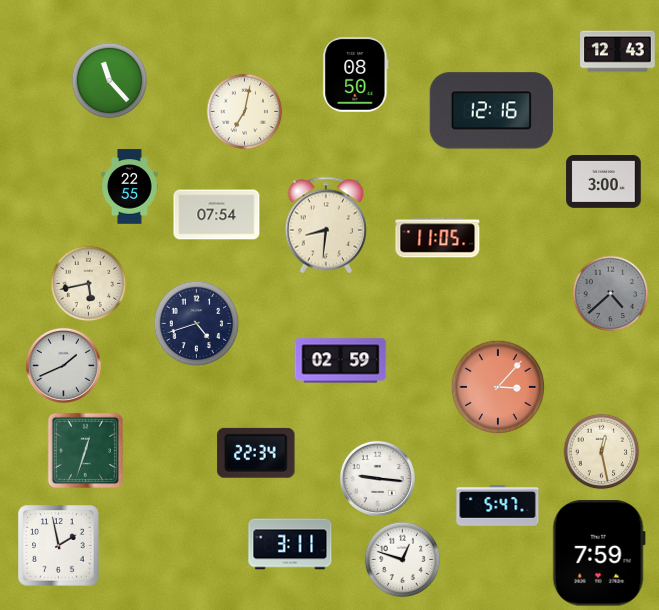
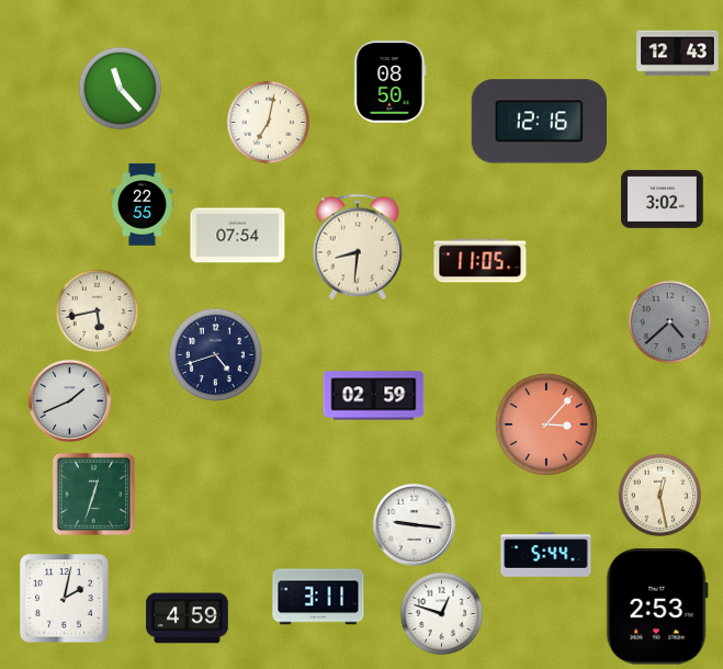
clock at (618, 52) position: (618, 52) -> (678, 54)
clock at (604, 181): 3:00 -> 3:02
clock at (256, 453): 22:34 -> none
clock at (498, 506): 5:47 -> 5:44
clock at (59, 546): 1:58 -> 2:02
clock at (599, 553): 7:59 -> 2:53
clock at (188, 619): none -> 4:59
